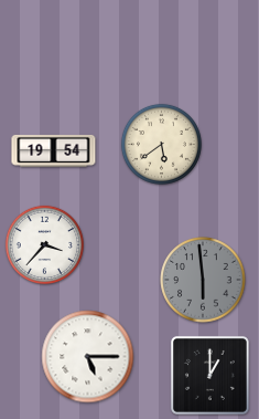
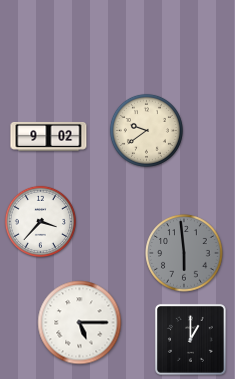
clock at (161, 144): 5:39 -> 9:39
clock at (54, 151): 19:54 -> 9:02
